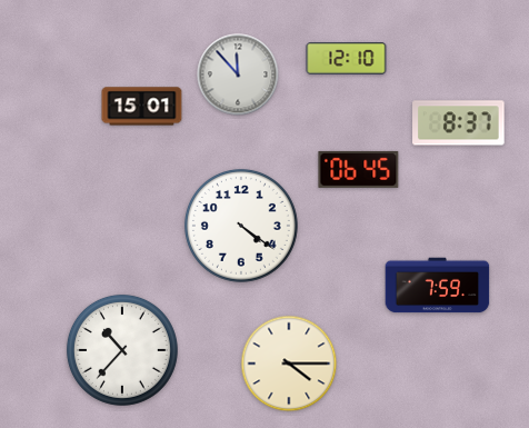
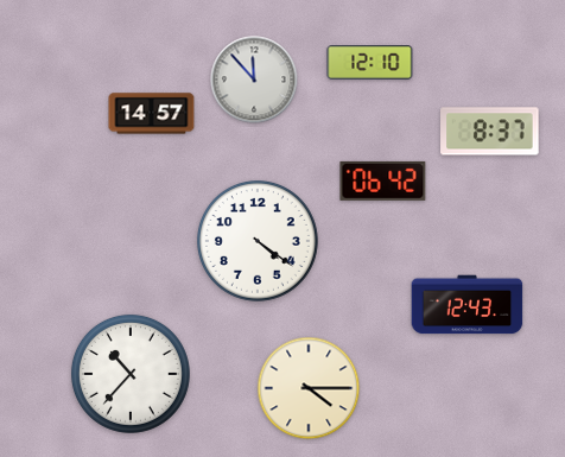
clock at (142, 107): 15:01 -> 14:57
clock at (359, 169): 06:45 -> 06:42
clock at (438, 286): 7:59 -> 12:43
